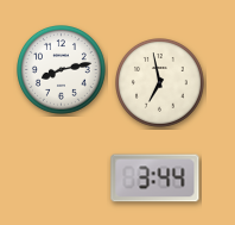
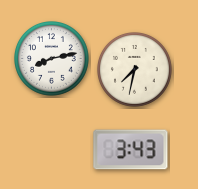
clock at (160, 83): 6:58 -> 7:32
clock at (155, 179): 3:44 -> 3:43
